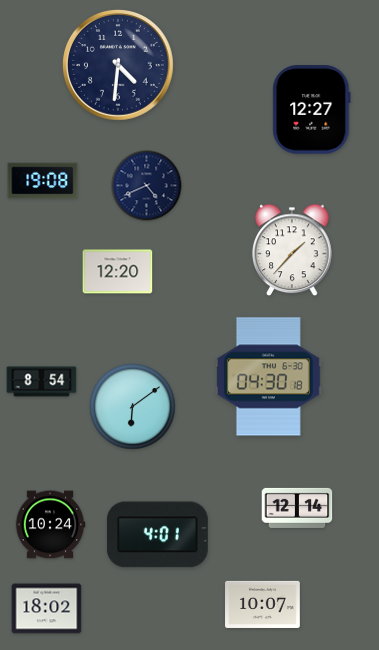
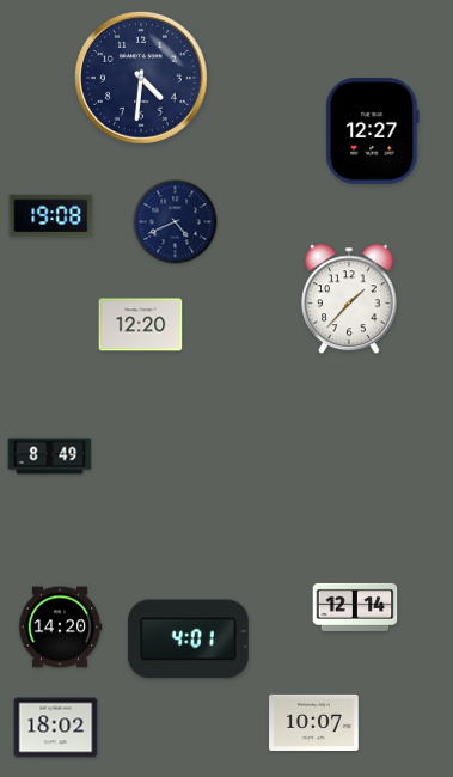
clock at (268, 377): 04:30 -> none
clock at (42, 382): 8:54 -> 8:49
clock at (133, 407): 6:09 -> none
clock at (50, 525): 10:24 -> 14:20
